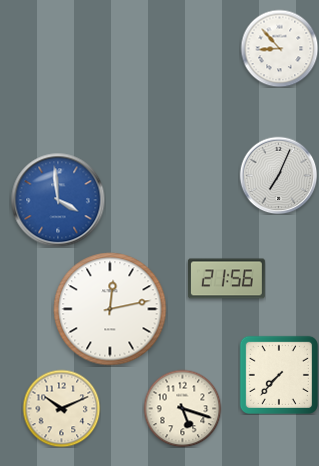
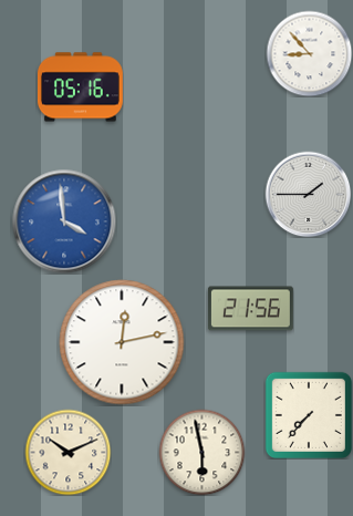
clock at (81, 87): none -> 05:16
clock at (278, 175): 7:04 -> 1:45
clock at (182, 408): 5:18 -> 5:58
